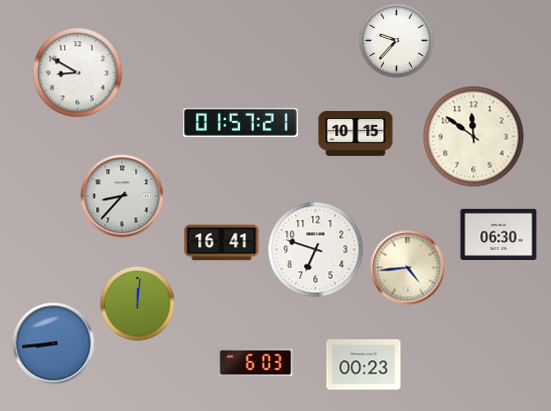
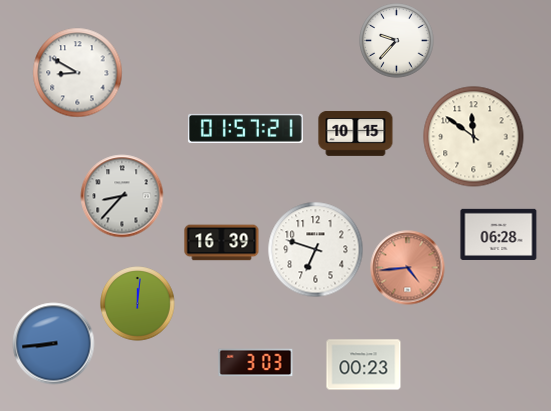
clock at (240, 122) position: (240, 122) -> (245, 128)
clock at (499, 234): 06:30 -> 06:28
clock at (222, 243): 16:41 -> 16:39
clock at (408, 268) dial: cream -> salmon
clock at (256, 363): 6:03 -> 3:03
